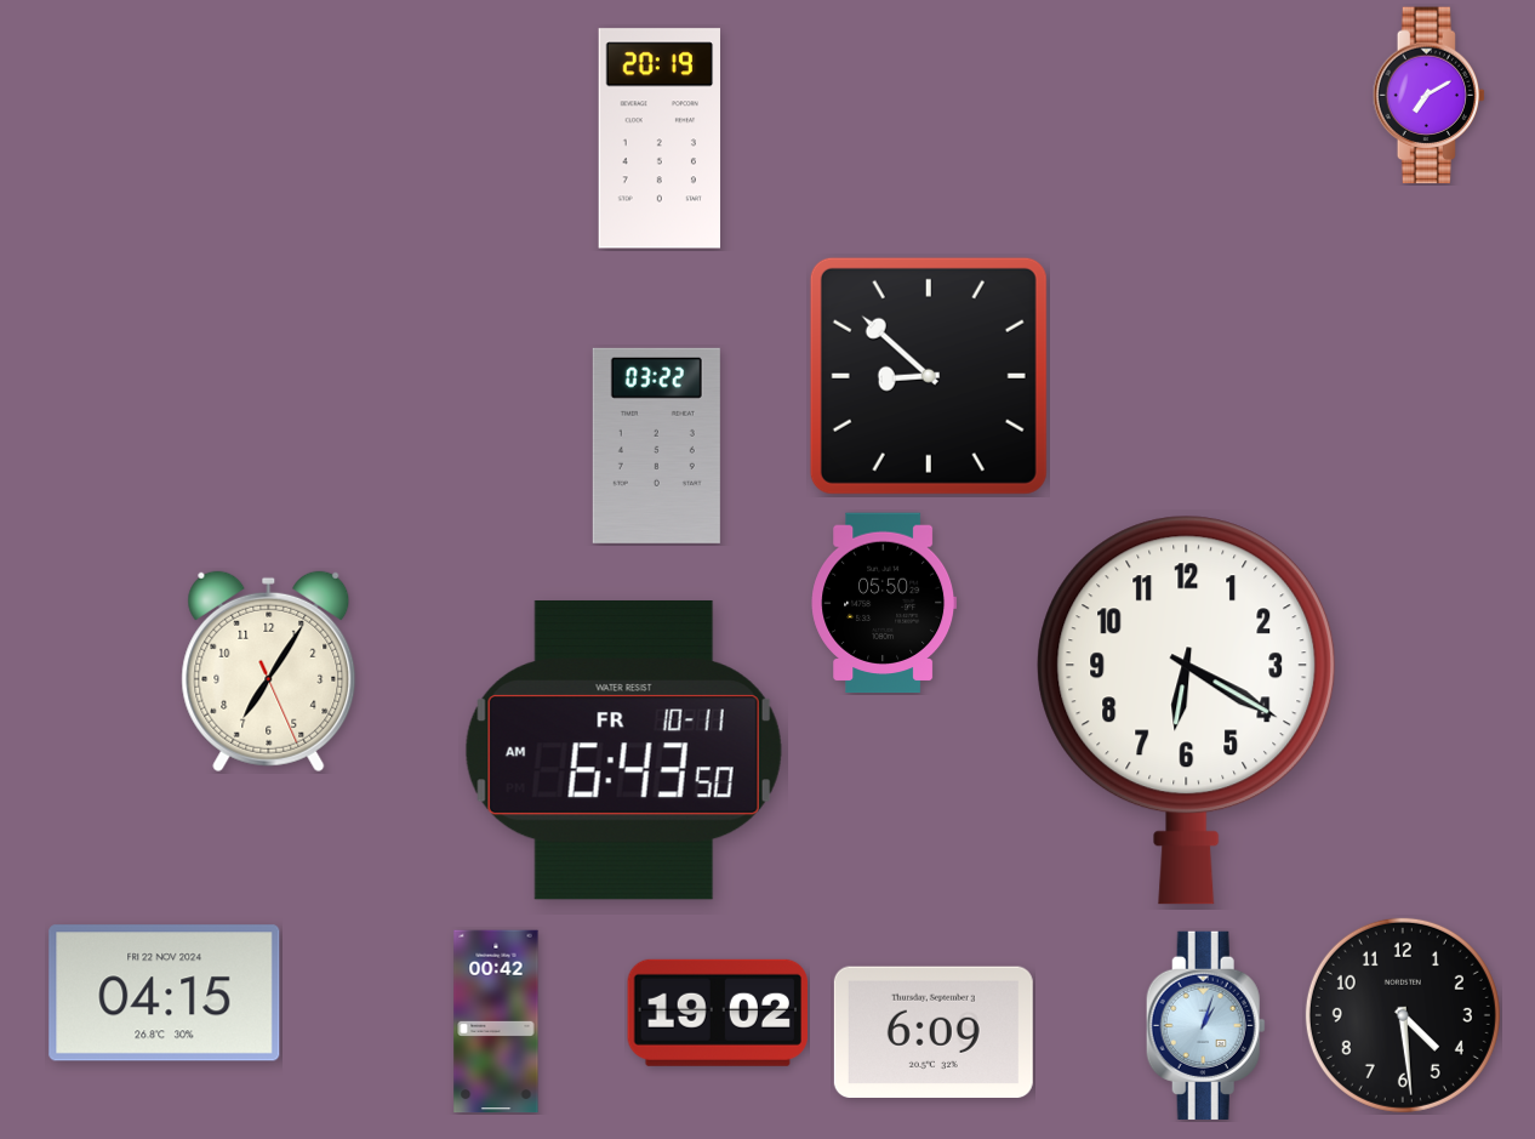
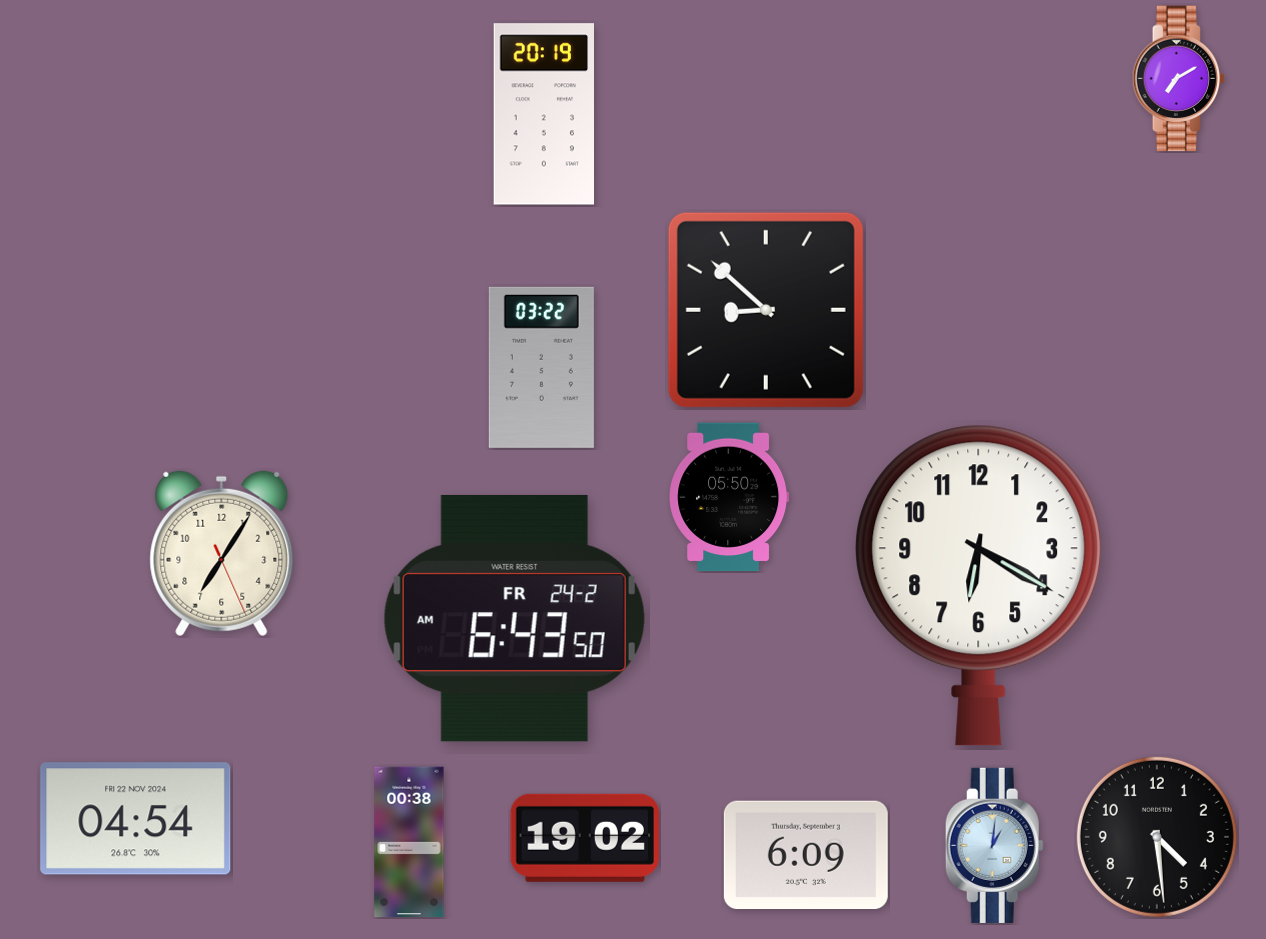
clock at (623, 750) date: FR 10-11 -> FR 24-2
clock at (165, 993): 04:15 -> 04:54
clock at (717, 1013) position: (717, 1013) -> (584, 838)
clock at (496, 1021): 00:42 -> 00:38
clock at (1205, 1025): 1:03 -> 1:01
clock at (934, 1031) position: (934, 1031) -> (806, 854)
